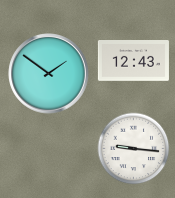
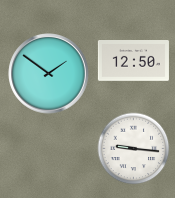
clock at (133, 61): 12:43 -> 12:50
